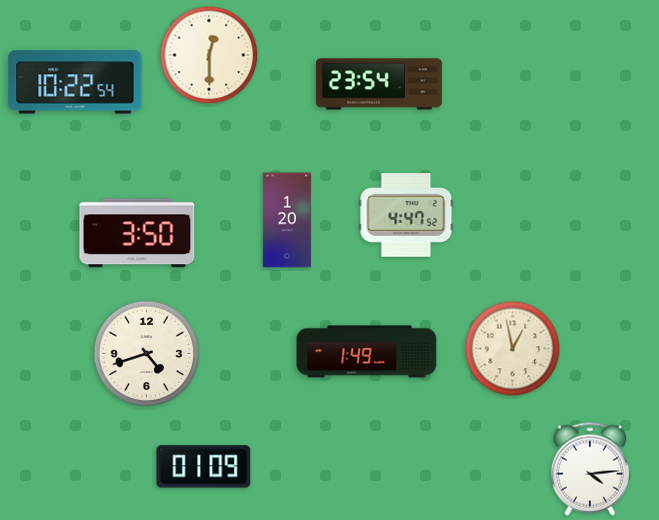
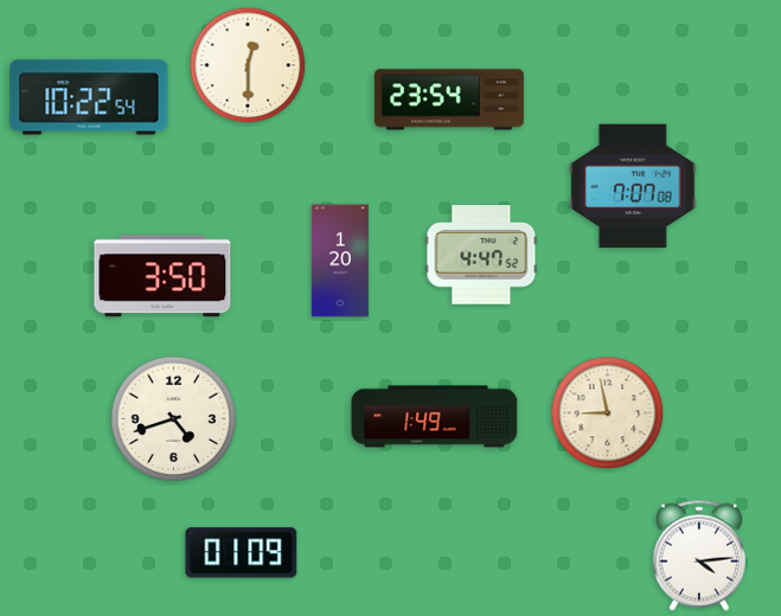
clock at (633, 186): none -> 7:07
clock at (513, 349): 12:58 -> 8:58
